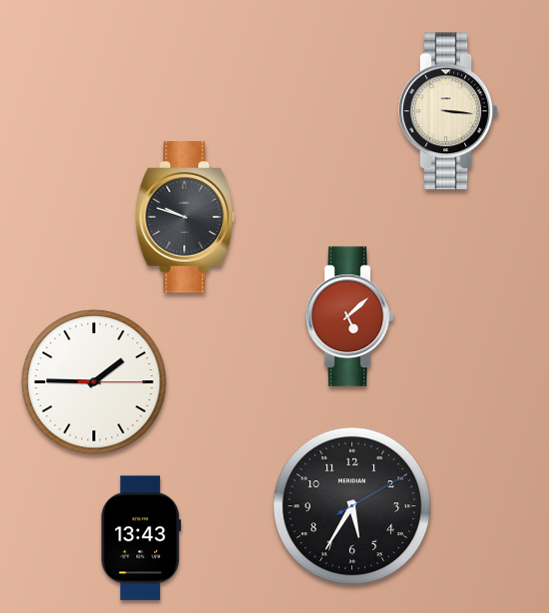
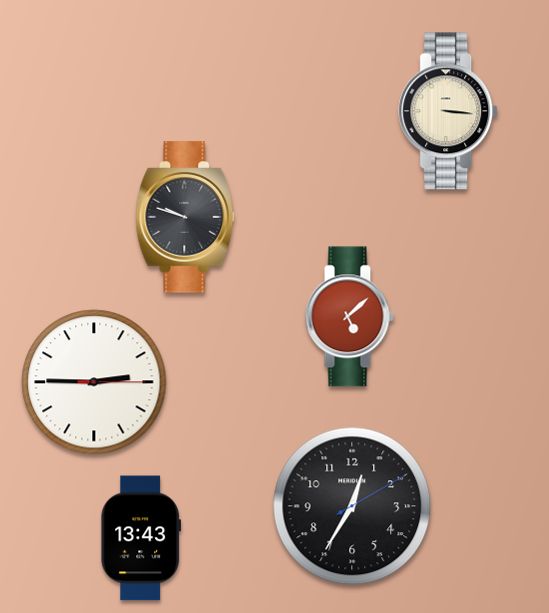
clock at (94, 382): 1:45 -> 2:45
clock at (352, 506): 5:35 -> 12:35
